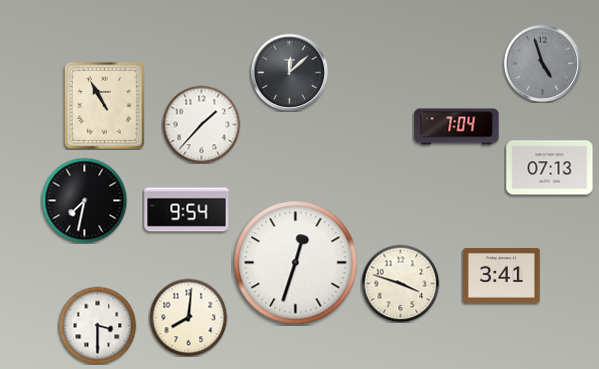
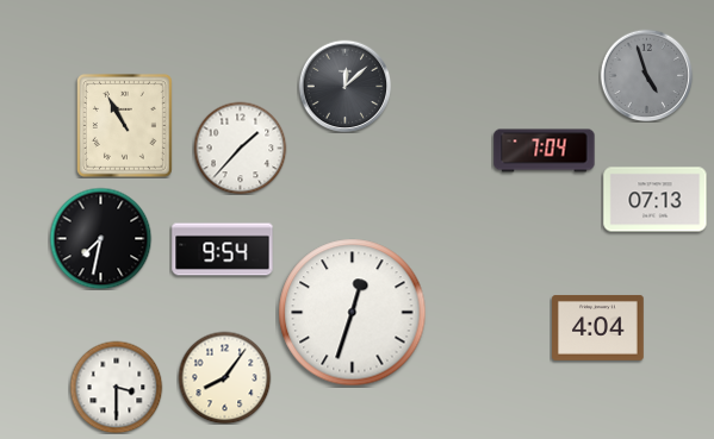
clock at (502, 276): 3:41 -> 4:04
clock at (400, 283): 3:48 -> none
clock at (188, 317): 8:01 -> 8:06
